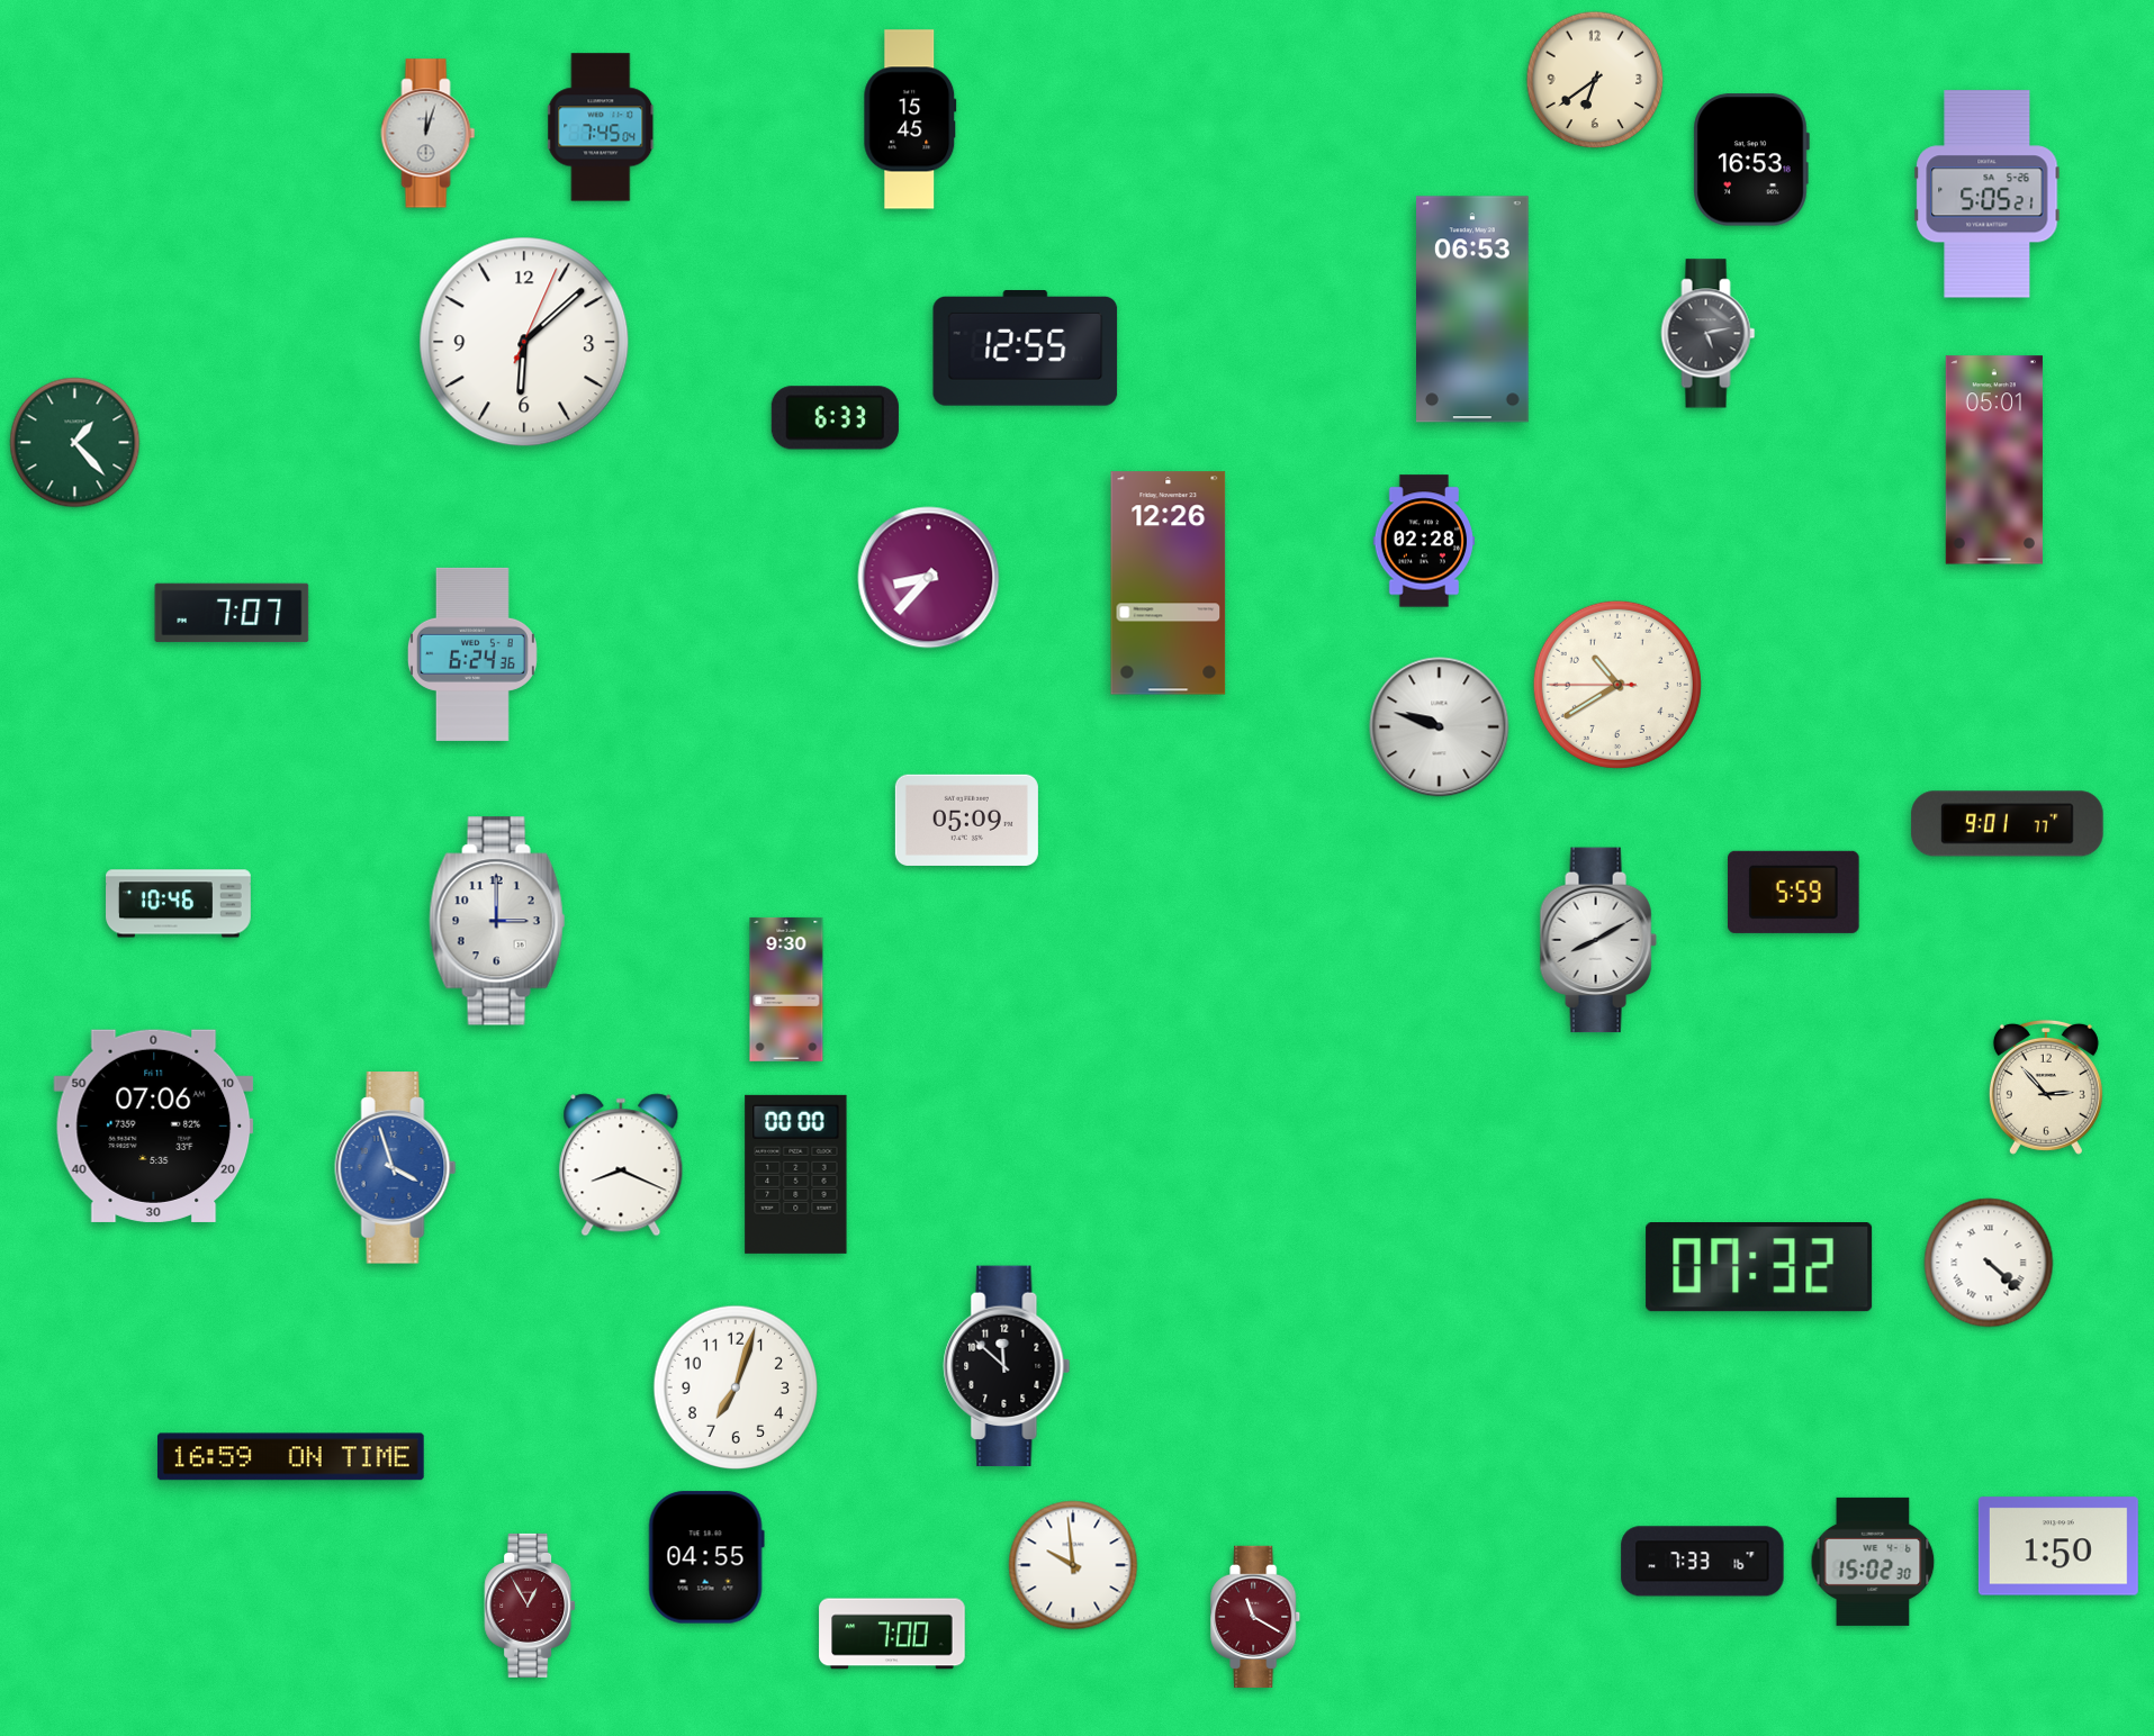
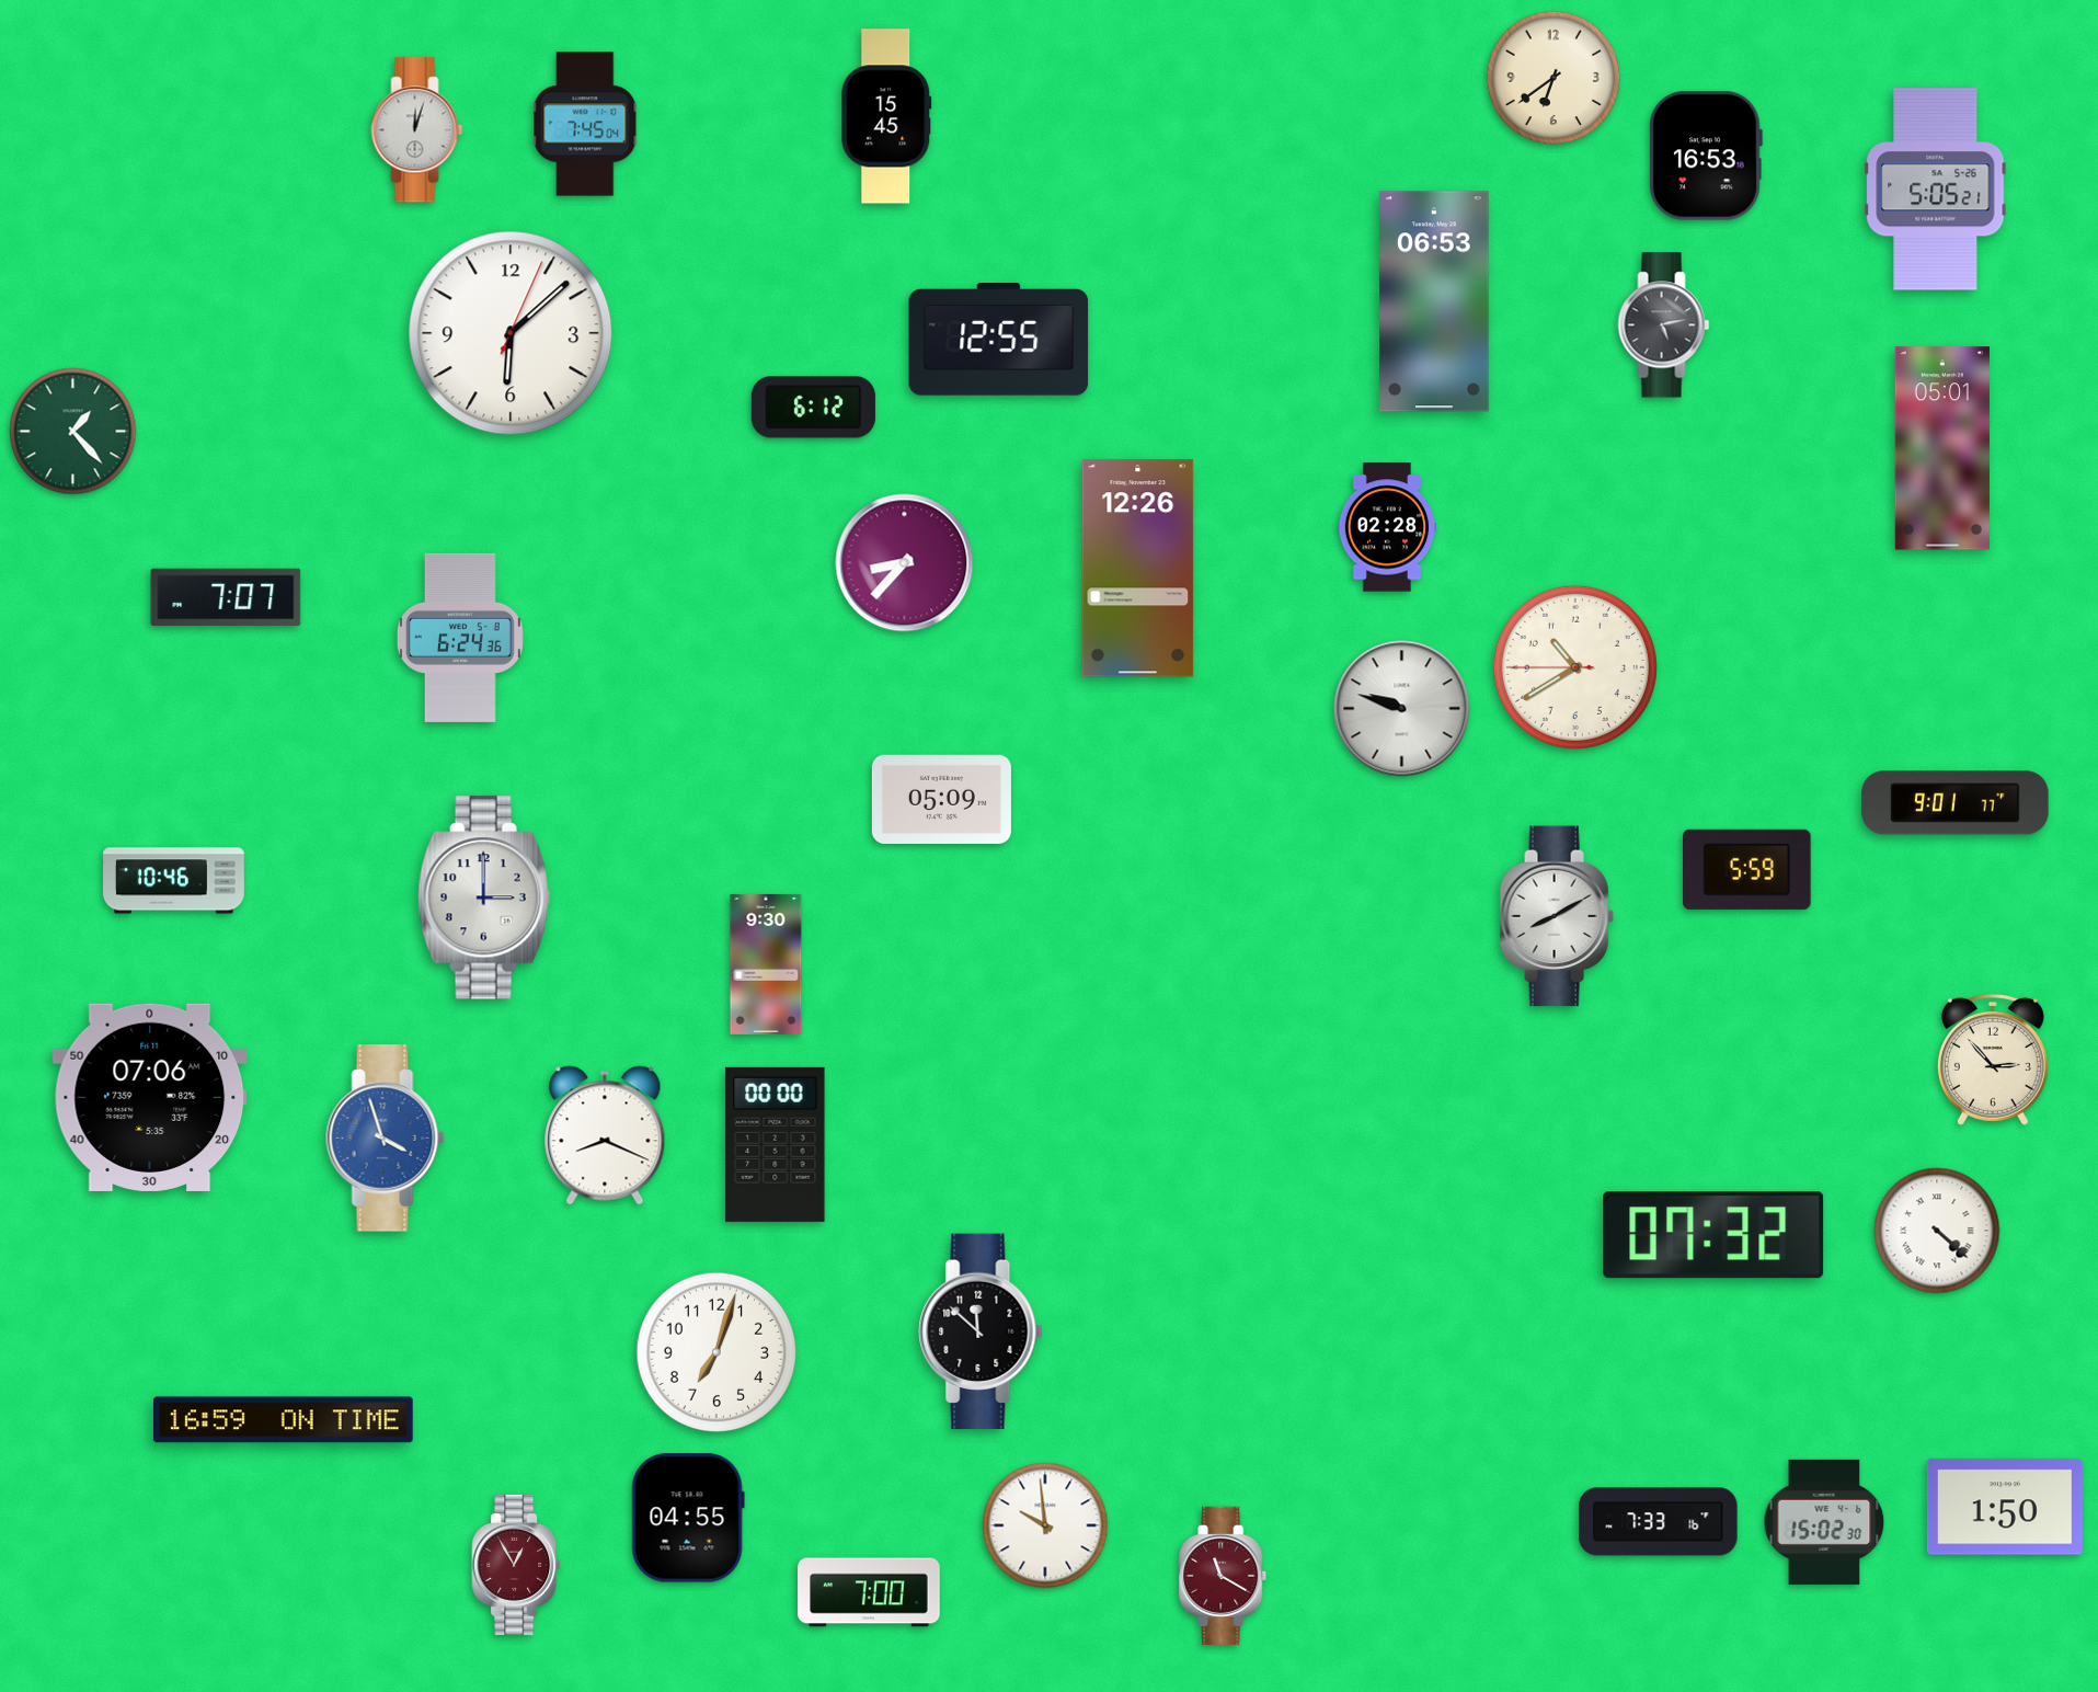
clock at (835, 418): 6:33 -> 6:12
